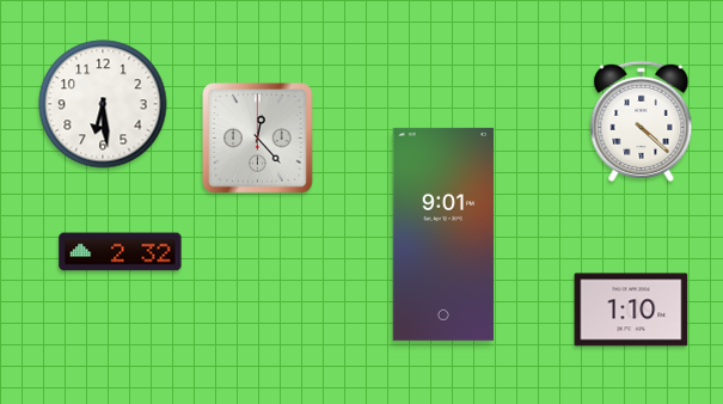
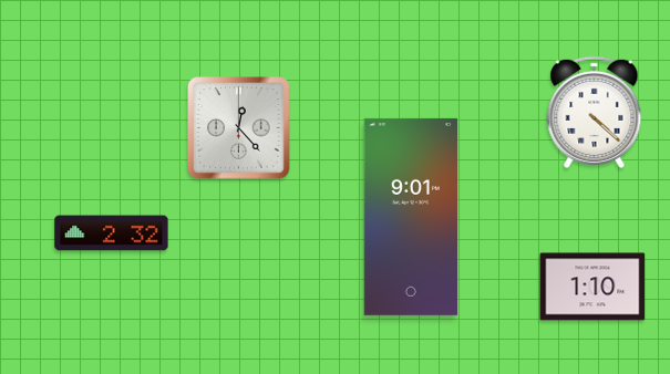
clock at (103, 104): 6:29 -> none
clock at (631, 310) position: (631, 310) -> (592, 287)
